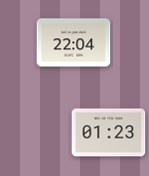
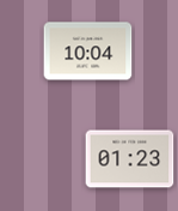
clock at (74, 43): 22:04 -> 10:04
